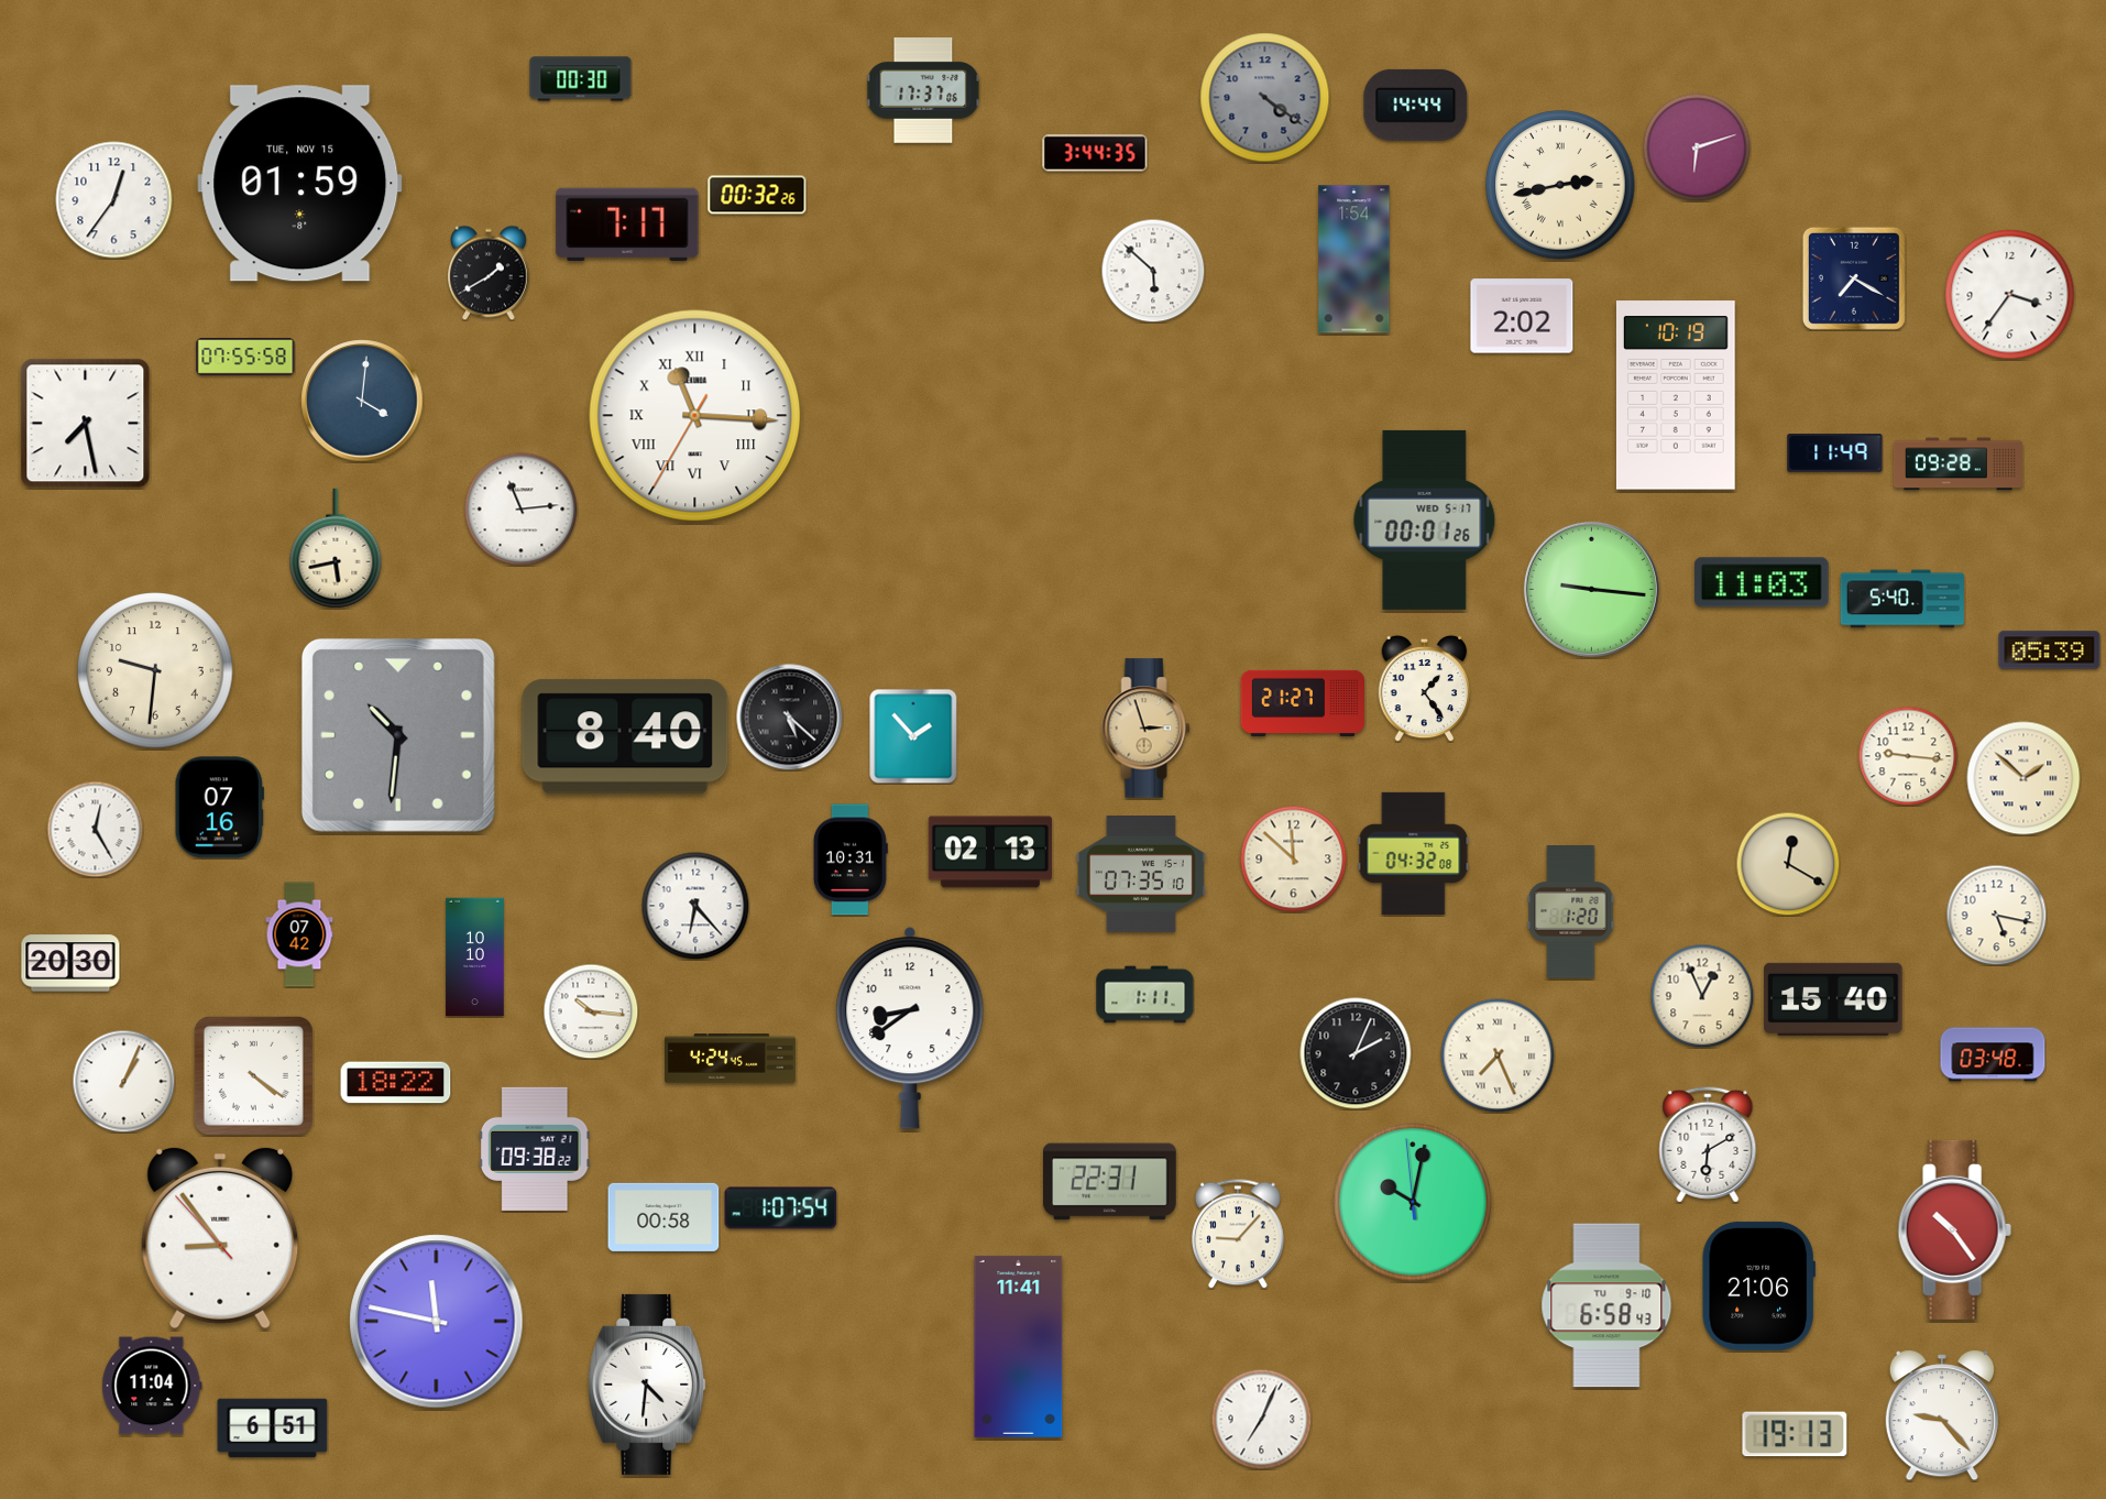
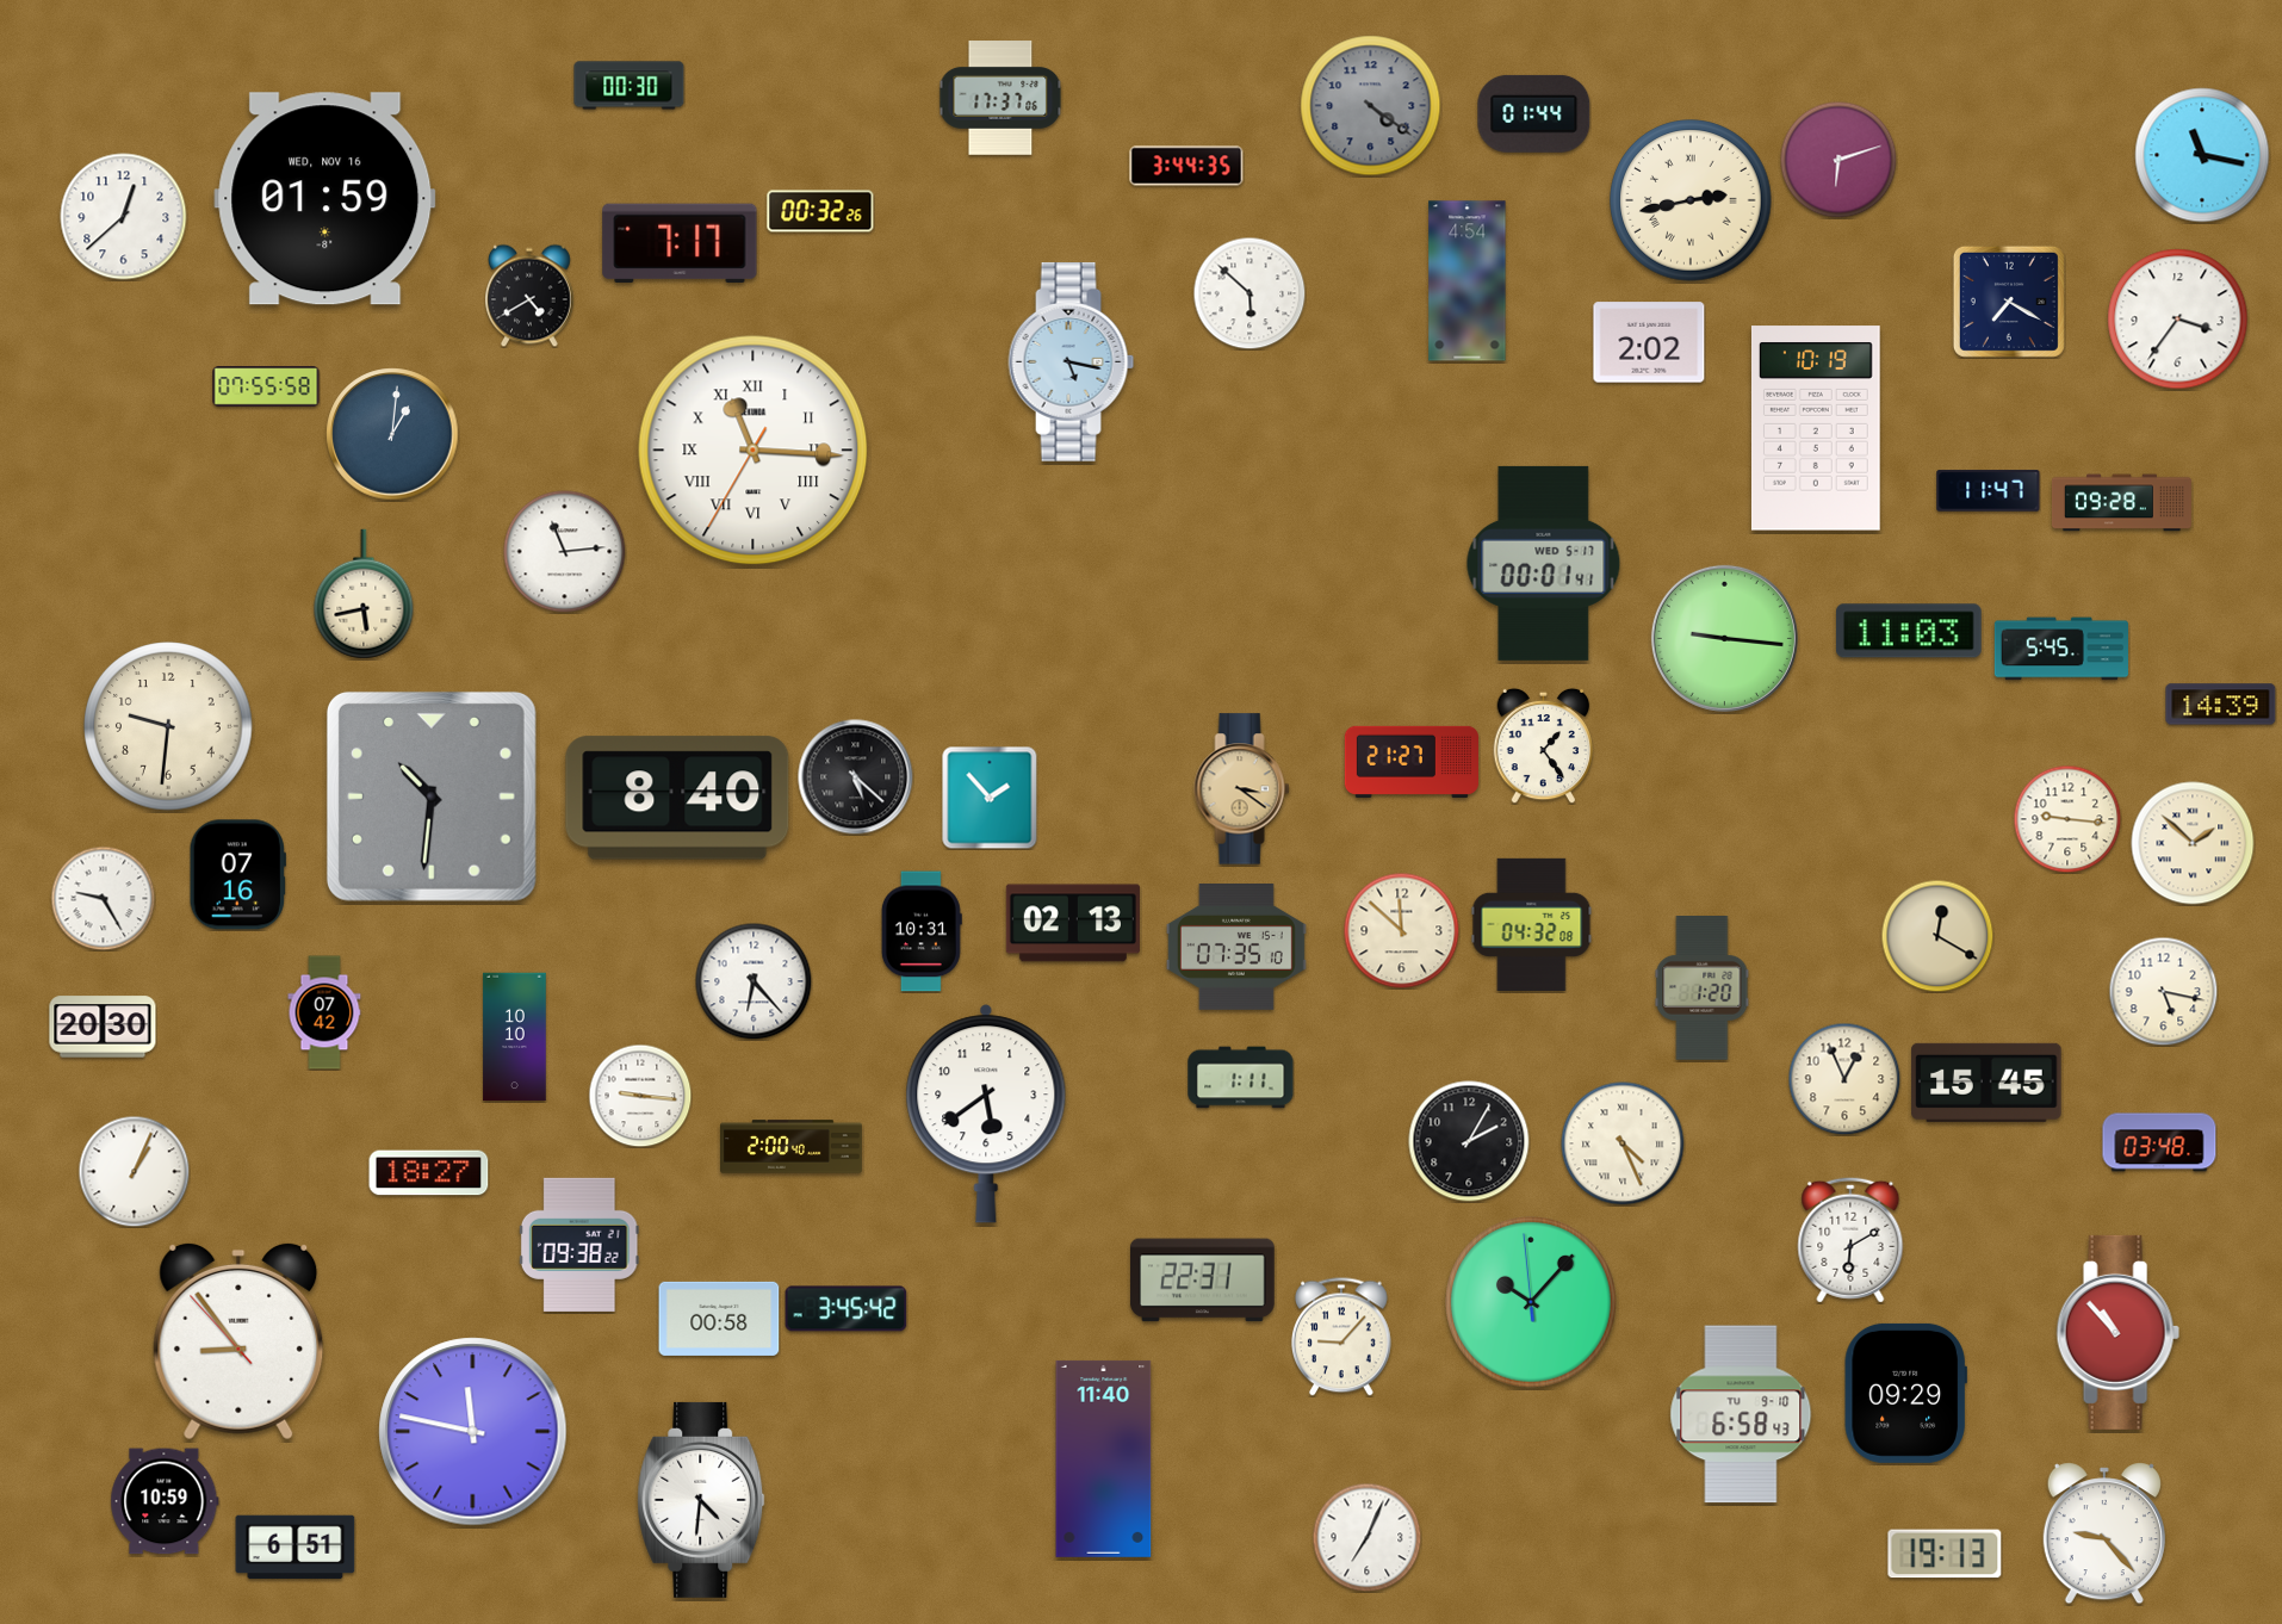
clock at (1416, 105): 14:44 -> 01:44
clock at (2202, 155): none -> 11:17
clock at (300, 184) date: TUE, NOV 15 -> WED, NOV 16
clock at (114, 200): 12:36 -> 12:38
clock at (1354, 260): 1:54 -> 4:54
clock at (490, 273): 1:40 -> 4:40
clock at (1072, 361): none -> 5:17
clock at (362, 401): 4:01 -> 1:01
clock at (86, 424): 7:28 -> none
clock at (1835, 453): 11:49 -> 11:47
clock at (1425, 519): 00:01:26 -> 00:01:41
clock at (1902, 599): 5:40 -> 5:45
clock at (2050, 650): 05:39 -> 14:39
clock at (1147, 729): 2:57 -> 3:21
clock at (95, 829): 12:25 -> 9:25
clock at (70, 963) position: (70, 963) -> (103, 1027)
clock at (1833, 999): 15:40 -> 15:45
clock at (591, 1011): 10:16 -> 9:16
clock at (910, 1028): 8:39 -> 5:39
clock at (1356, 1053): 2:04 -> 2:05
clock at (1498, 1055): 7:26 -> 4:26
clock at (731, 1059): 4:24 -> 2:00
clock at (253, 1075): 4:21 -> none
clock at (396, 1083): 18:22 -> 18:27
clock at (1414, 1203): 10:01 -> 10:06
clock at (781, 1208): 1:07 -> 3:45
clock at (1954, 1229): 10:24 -> 10:53
clock at (1758, 1285): 21:06 -> 09:29
clock at (1019, 1346): 11:41 -> 11:40
clock at (152, 1386): 11:04 -> 10:59
